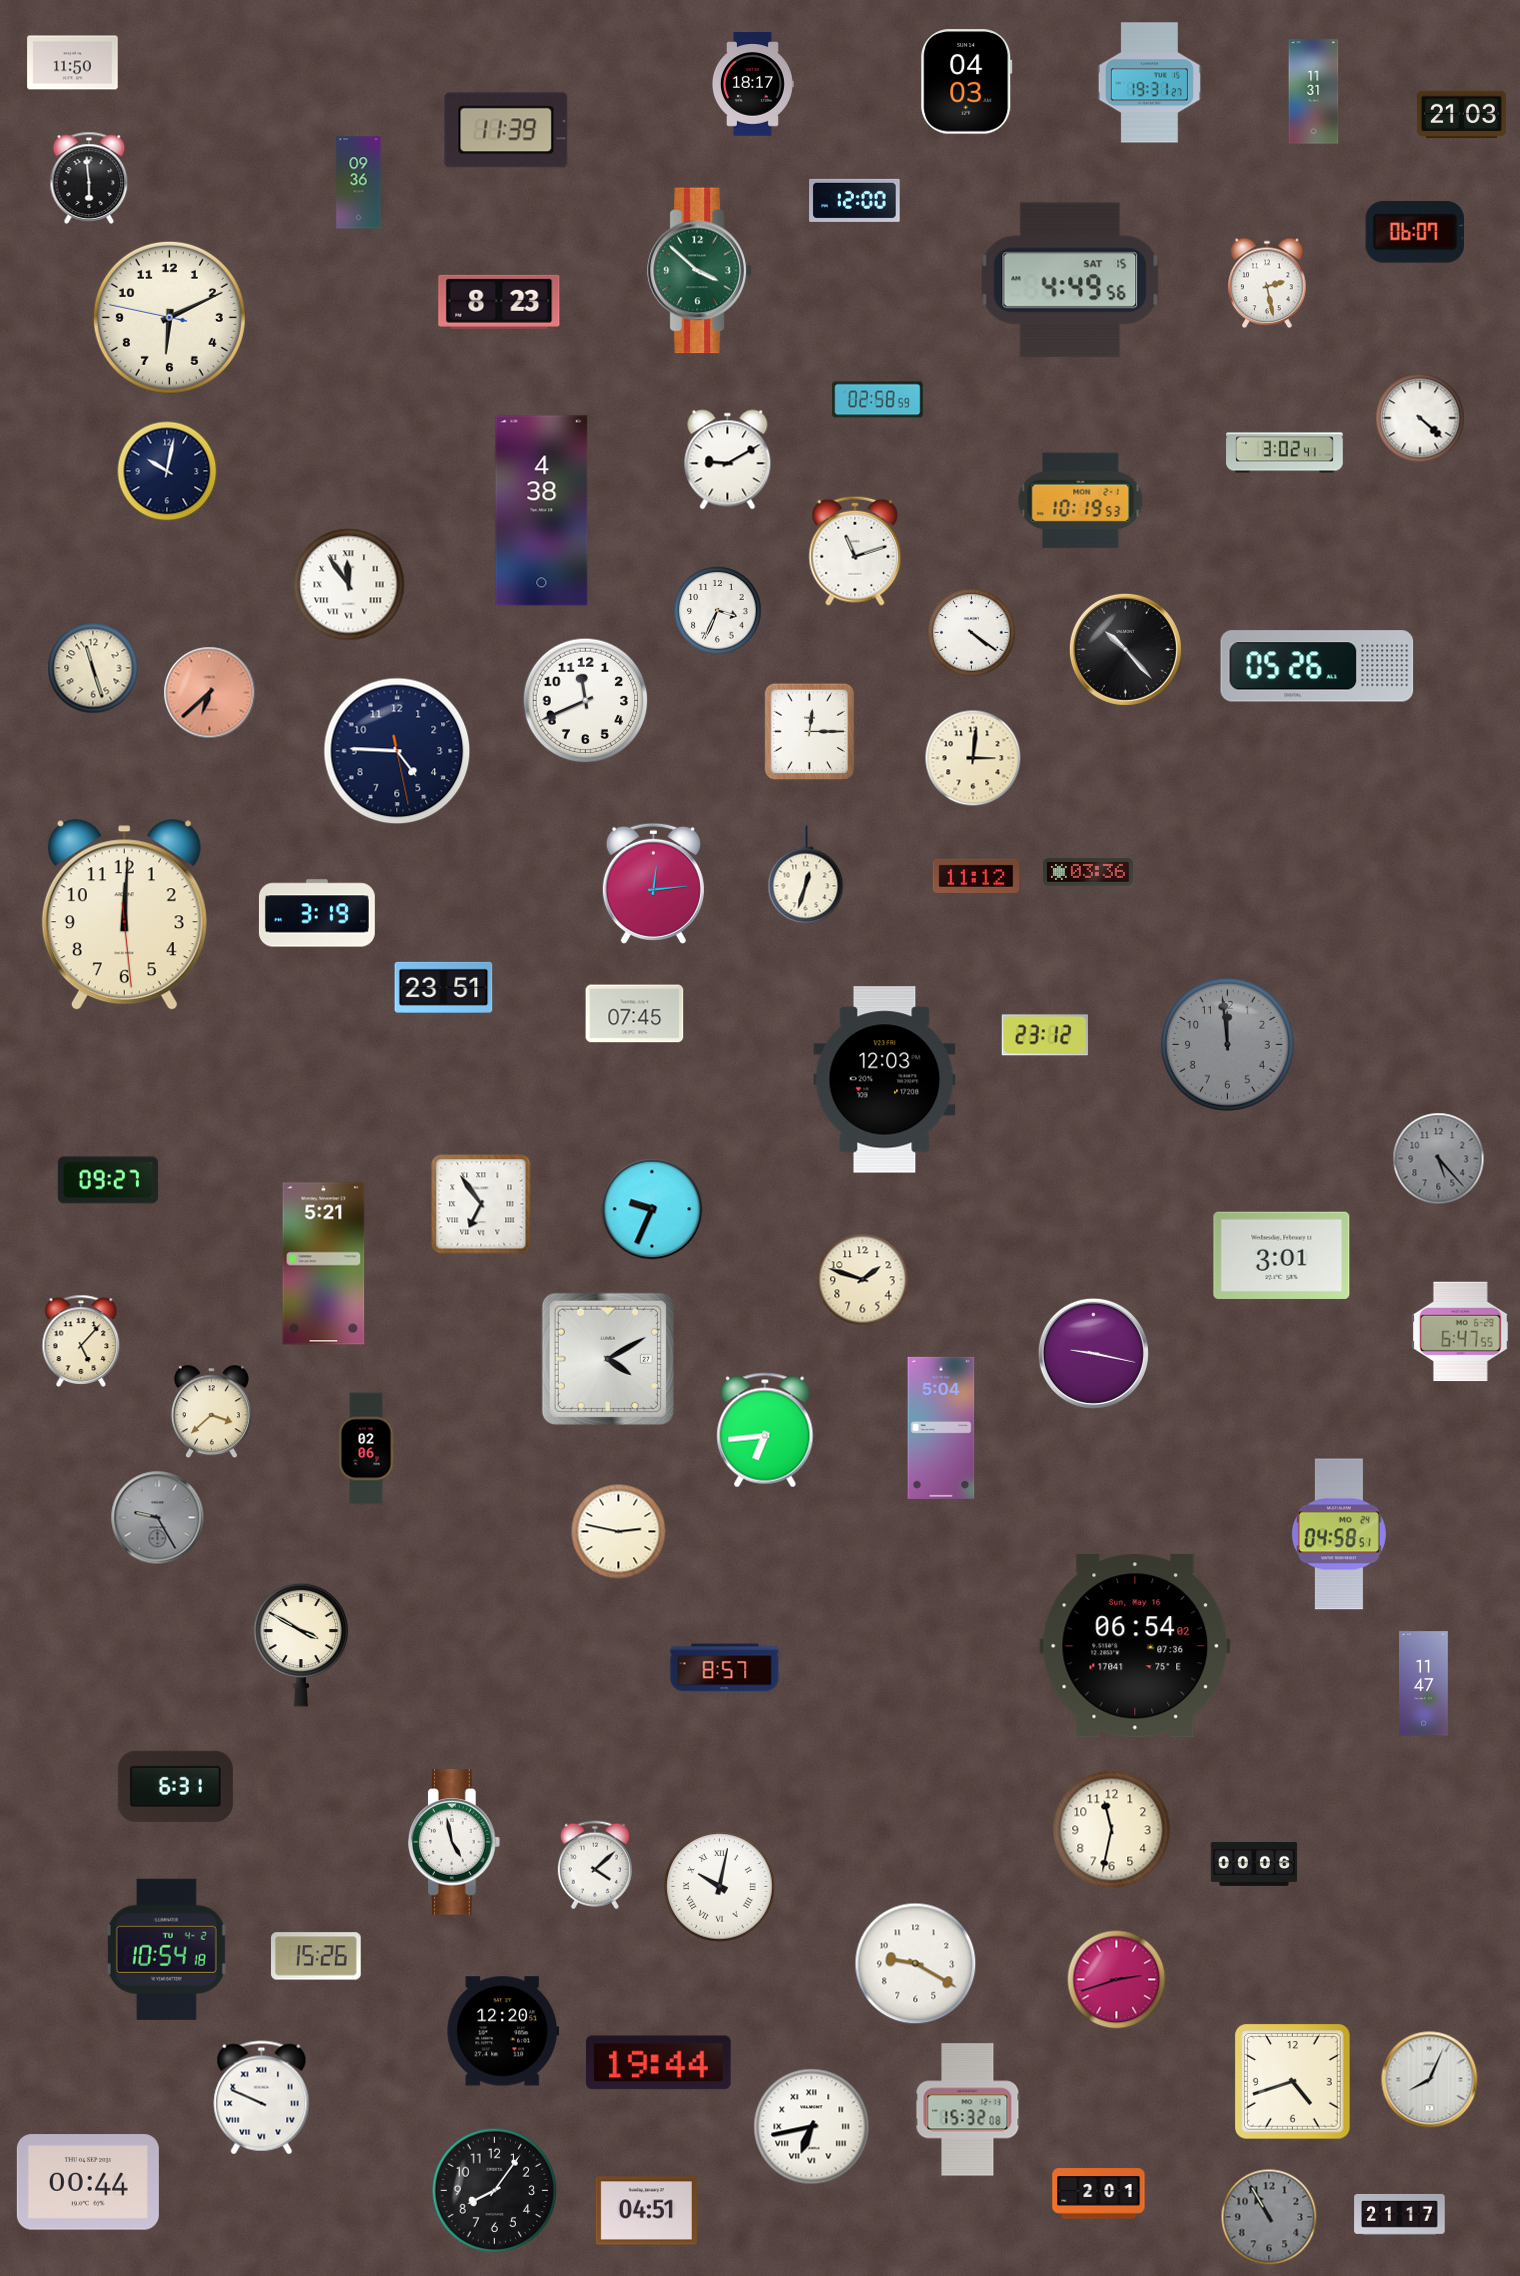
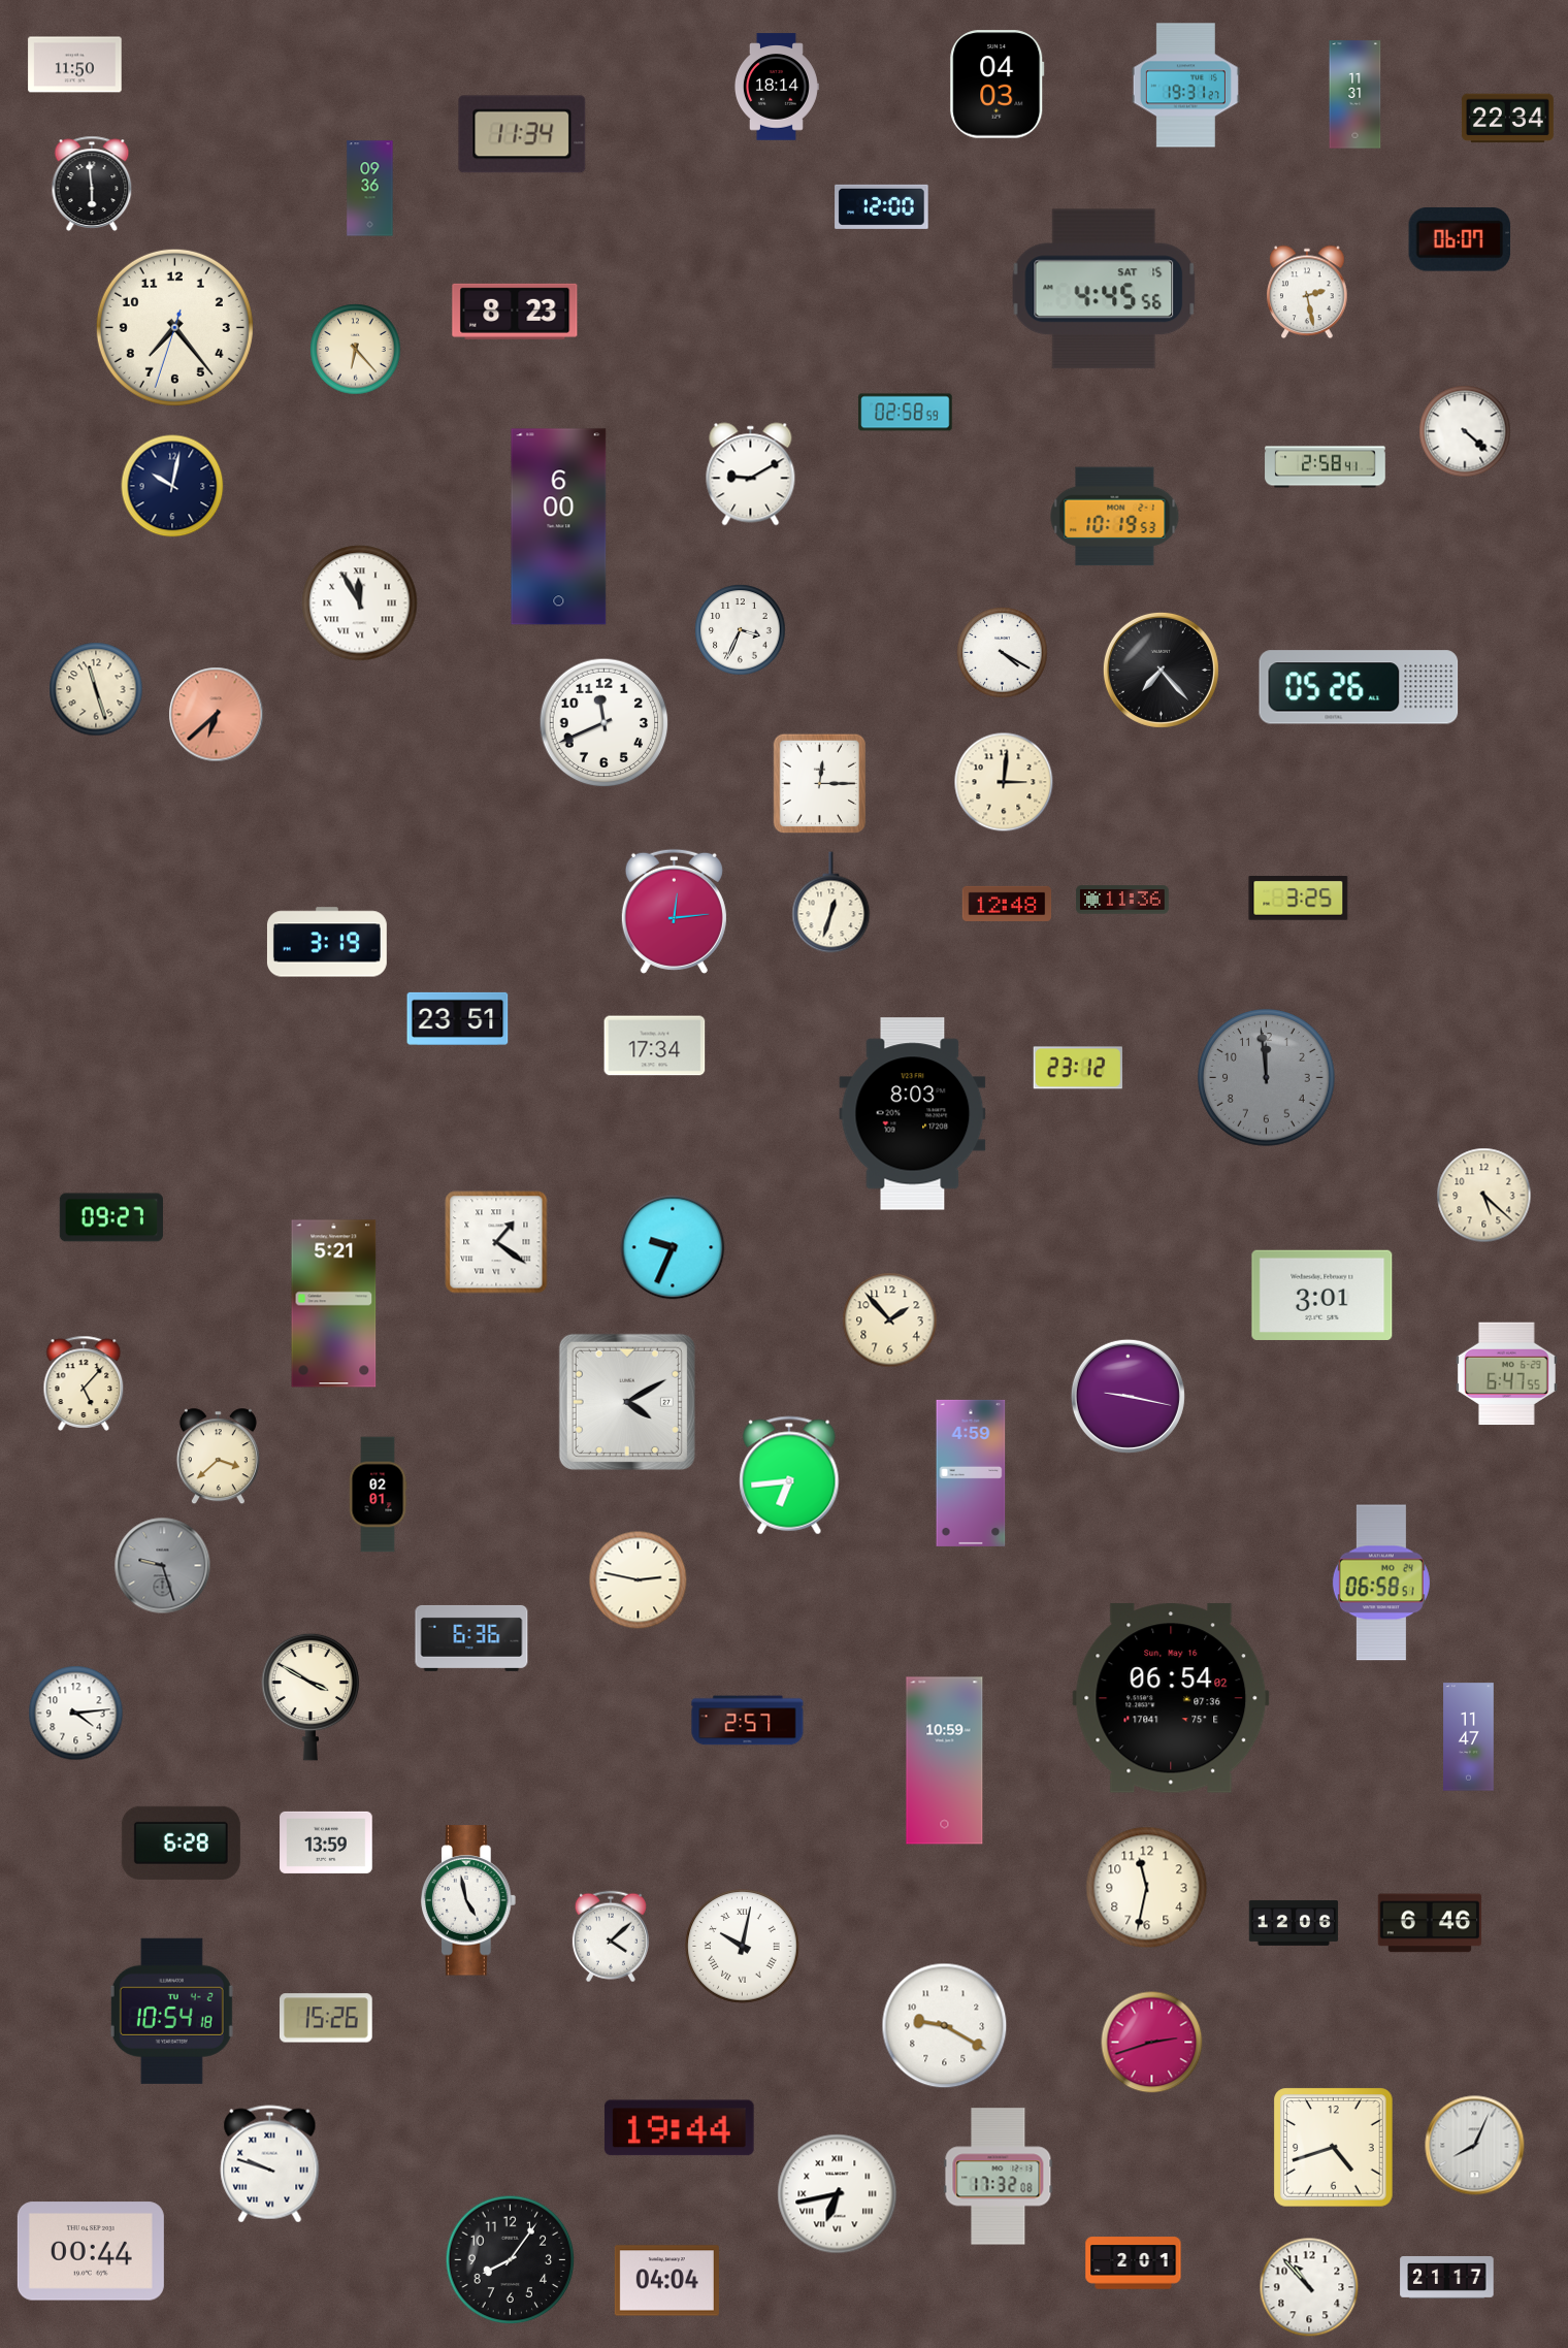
clock at (752, 84): 18:17 -> 18:14
clock at (1461, 115): 21:03 -> 22:34
clock at (506, 130): 11:39 -> 11:34
clock at (700, 271): 3:52 -> none
clock at (1070, 280): 4:49 -> 4:45
clock at (169, 317): 6:10 -> 7:23
clock at (356, 350): none -> 6:23
clock at (1285, 453): 3:02 -> 2:58
clock at (542, 511): 4:38 -> 6:00
clock at (855, 551): 11:12 -> none
clock at (349, 585): 11:54 -> 11:55
clock at (972, 633): 4:21 -> 4:20
clock at (1125, 649): 10:23 -> 7:23
clock at (810, 732) position: (810, 732) -> (820, 784)
clock at (397, 751): 4:45 -> none
clock at (1299, 899): none -> 3:25
clock at (1088, 872): 03:36 -> 11:36
clock at (976, 876): 11:12 -> 12:48
clock at (124, 915): 12:00 -> none
clock at (635, 1014): 07:45 -> 17:34
clock at (885, 1080): 12:03 -> 8:03
clock at (1439, 1159): 5:23 -> 5:22
clock at (1439, 1159) dial: grey -> cream
clock at (481, 1204): 6:54 -> 1:21
clock at (863, 1280): 1:48 -> 1:53
clock at (941, 1428): 5:04 -> 4:59
clock at (366, 1449): 02:06 -> 02:01
clock at (158, 1518): 9:25 -> 9:27
clock at (1339, 1534): 04:58 -> 06:58
clock at (471, 1638): none -> 6:36
clock at (76, 1714): none -> 4:14
clock at (725, 1668): 8:57 -> 2:57
clock at (945, 1761): none -> 10:59
clock at (175, 1786): 6:31 -> 6:28
clock at (326, 1842): none -> 13:59
clock at (1254, 1864): 00:06 -> 12:06
clock at (1430, 1923): none -> 6:46
clock at (595, 1865) position: (595, 1865) -> (611, 1936)
clock at (503, 2031): 12:20 -> none
clock at (262, 2098): 9:49 -> 9:48
clock at (968, 2110): 15:32 -> 17:32
clock at (646, 2211): 04:51 -> 04:04
clock at (1400, 2214) position: (1400, 2214) -> (1447, 2277)
clock at (1269, 2217): 10:55 -> 10:53
clock at (1269, 2217) dial: grey -> white
